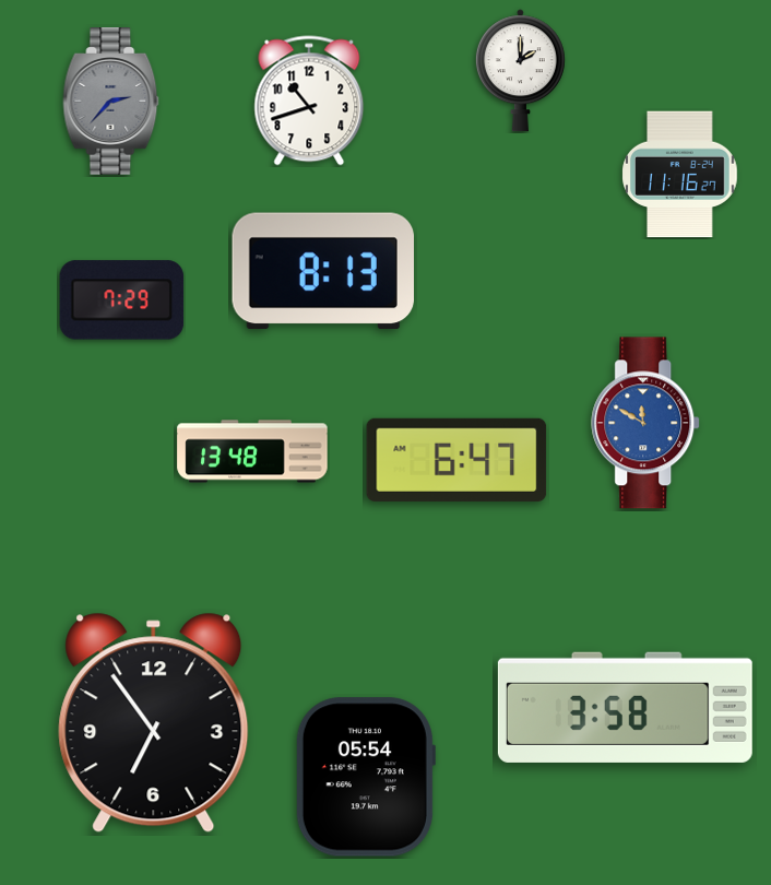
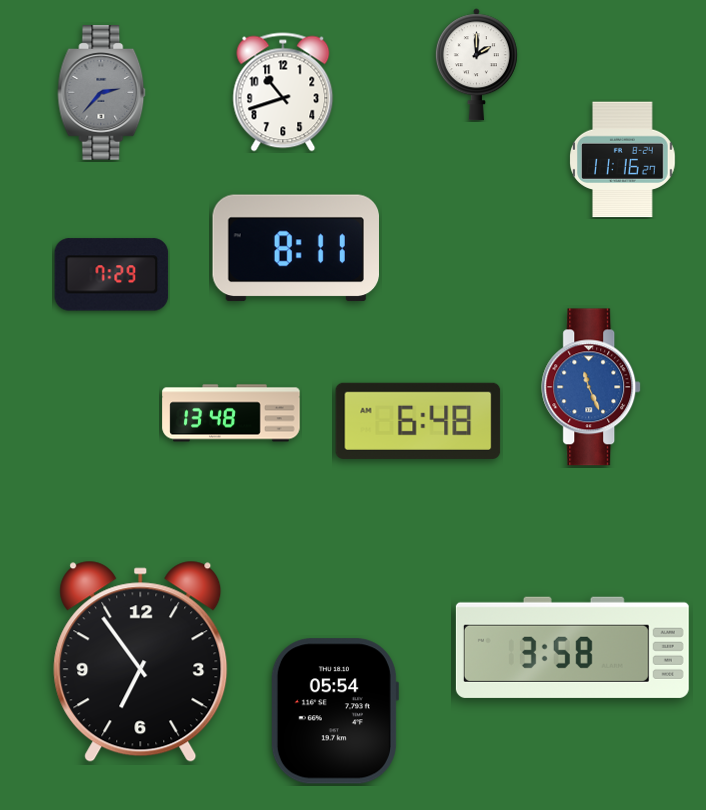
clock at (322, 271): 8:13 -> 8:11
clock at (647, 423): 11:50 -> 11:26
clock at (456, 460): 6:47 -> 6:48
